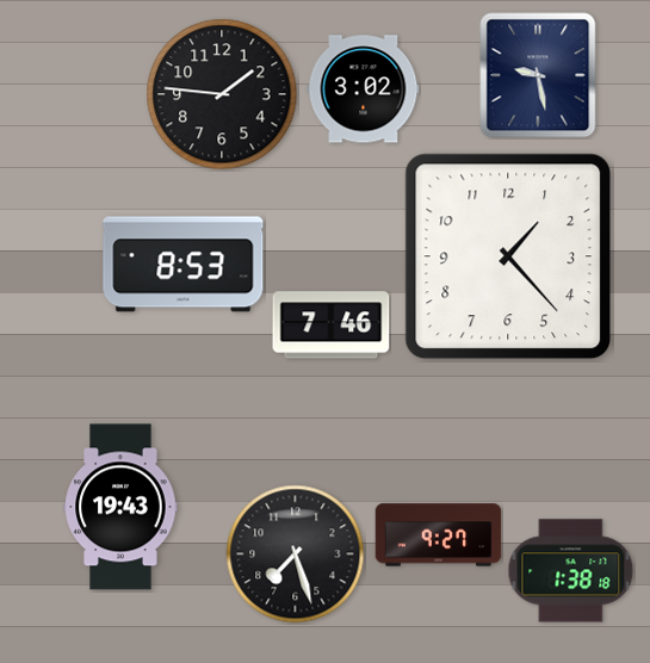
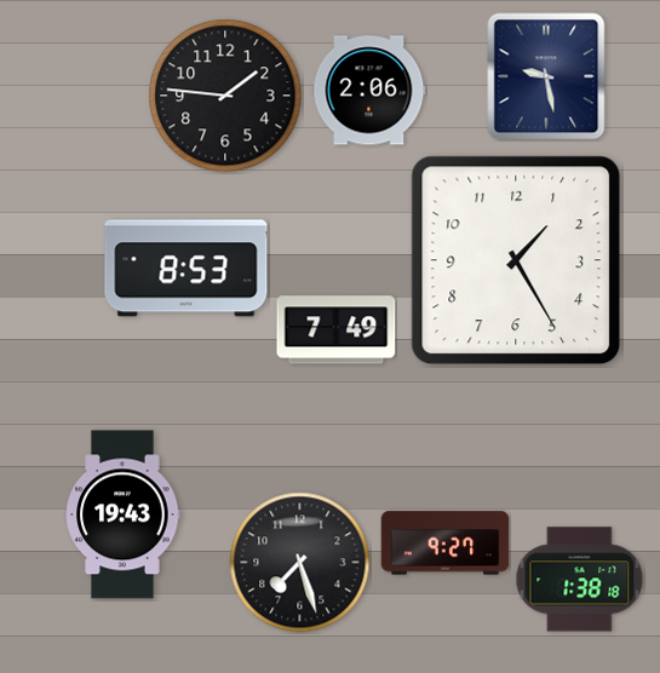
clock at (364, 89): 3:02 -> 2:06
clock at (508, 256): 1:23 -> 1:25
clock at (332, 326): 7:46 -> 7:49
